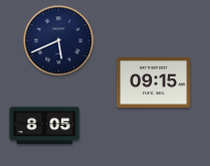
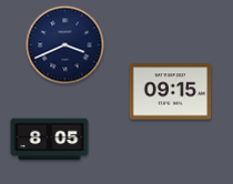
clock at (59, 41): 5:41 -> 3:41
